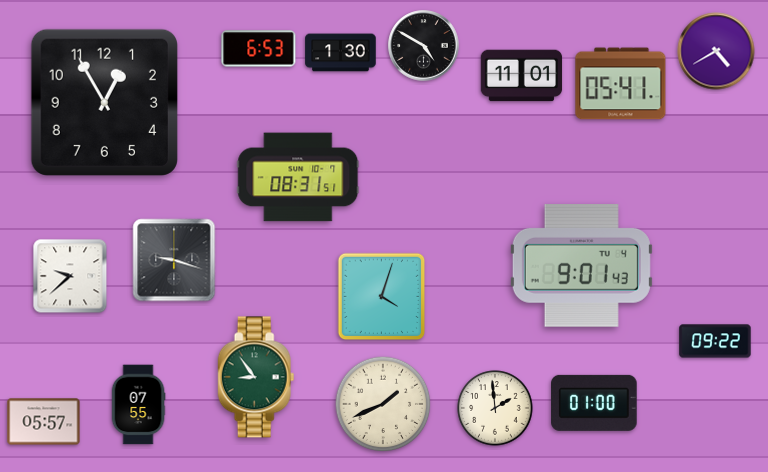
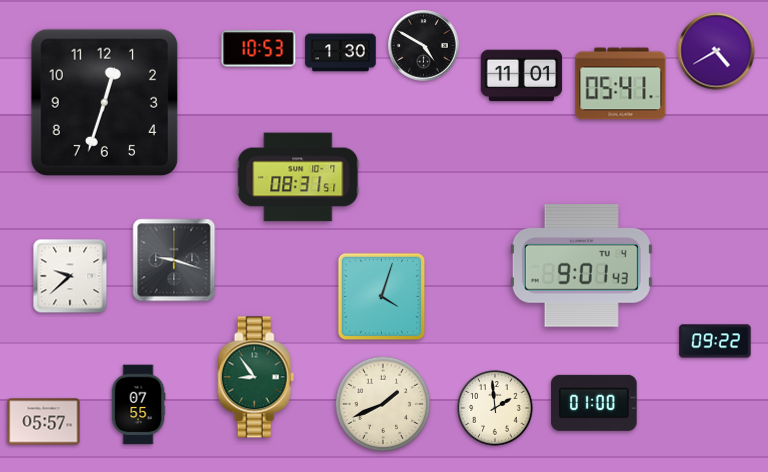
clock at (259, 49): 6:53 -> 10:53
clock at (104, 102): 12:55 -> 12:33
